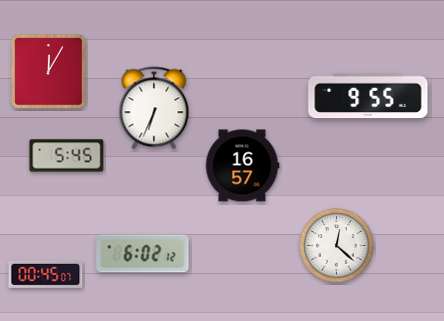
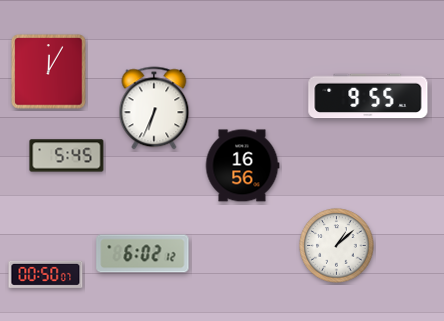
clock at (242, 166): 16:57 -> 16:56
clock at (337, 246): 12:22 -> 1:08
clock at (46, 274): 00:45 -> 00:50
